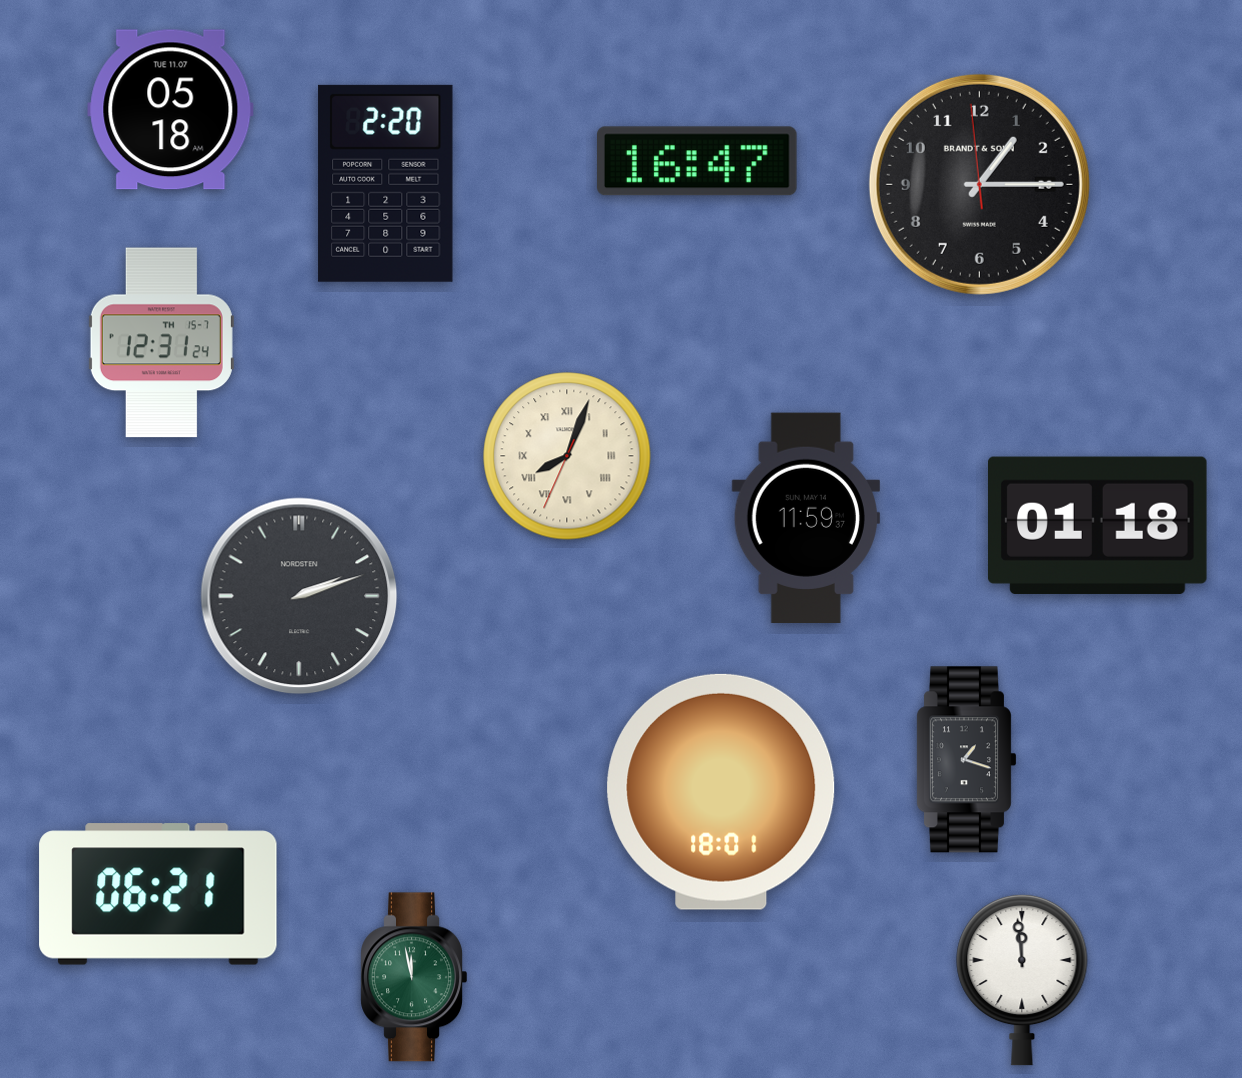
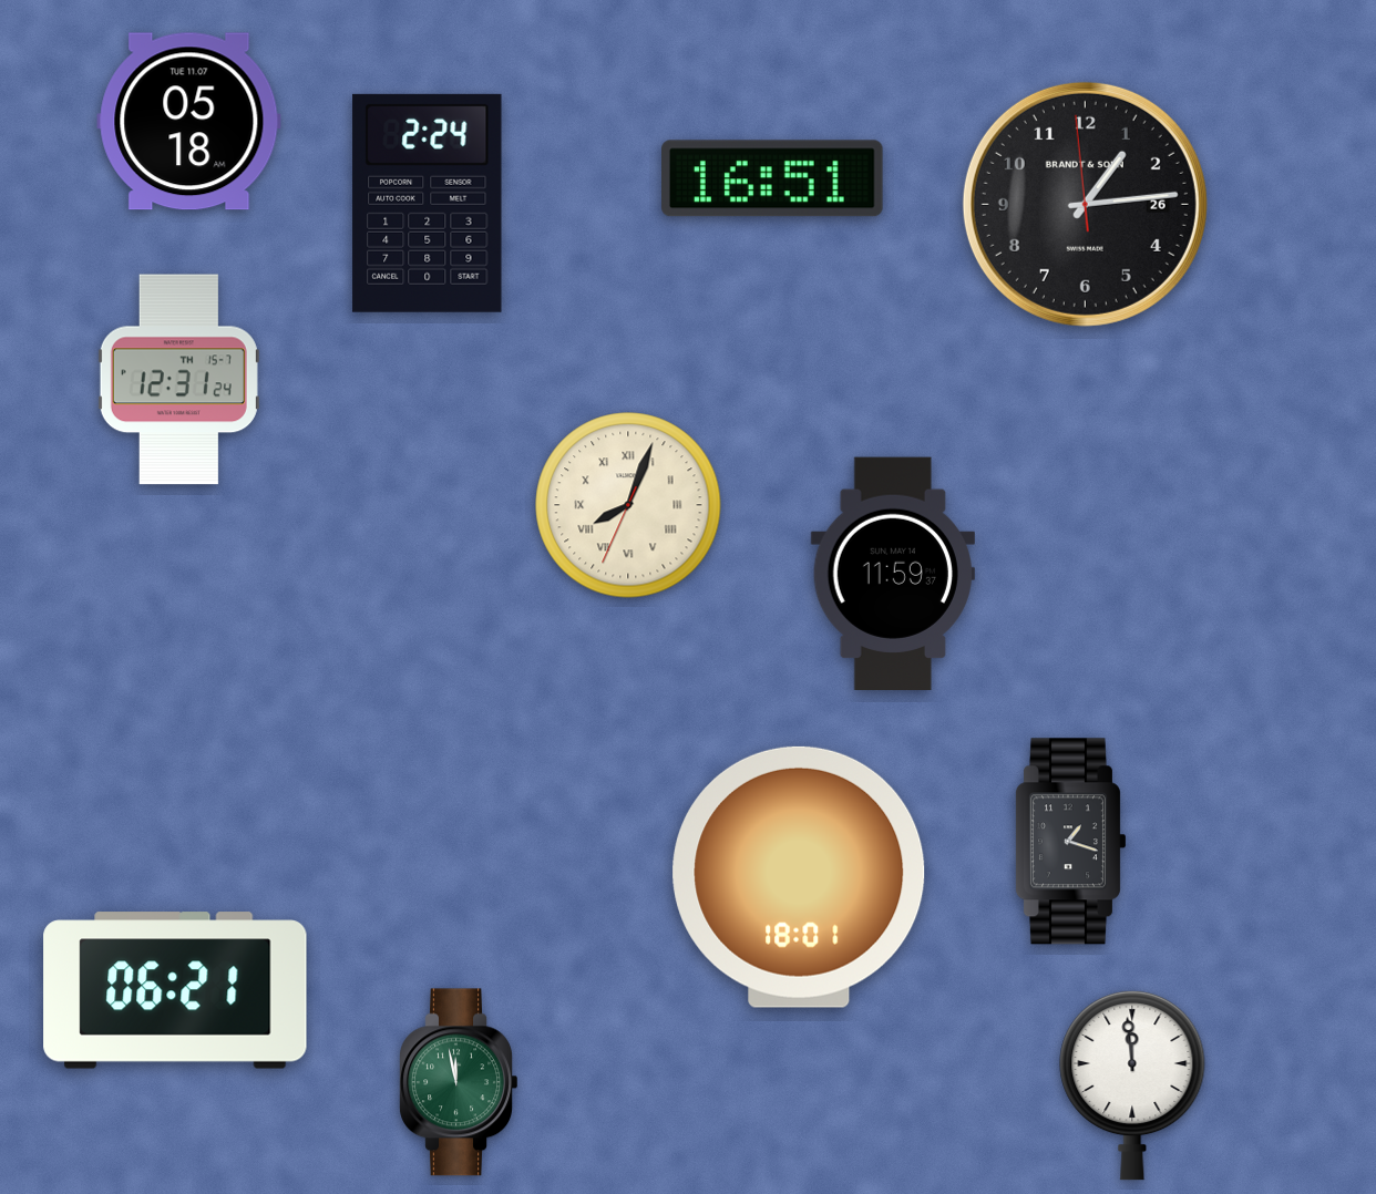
clock at (698, 161): 16:47 -> 16:51
clock at (386, 183): 2:20 -> 2:24
clock at (979, 184): 1:14 -> 1:13
clock at (1098, 525): 01:18 -> none
clock at (299, 596): 2:12 -> none
